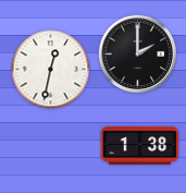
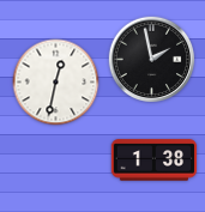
clock at (138, 55): 2:00 -> 1:58
clock at (51, 70) position: (51, 70) -> (56, 83)
